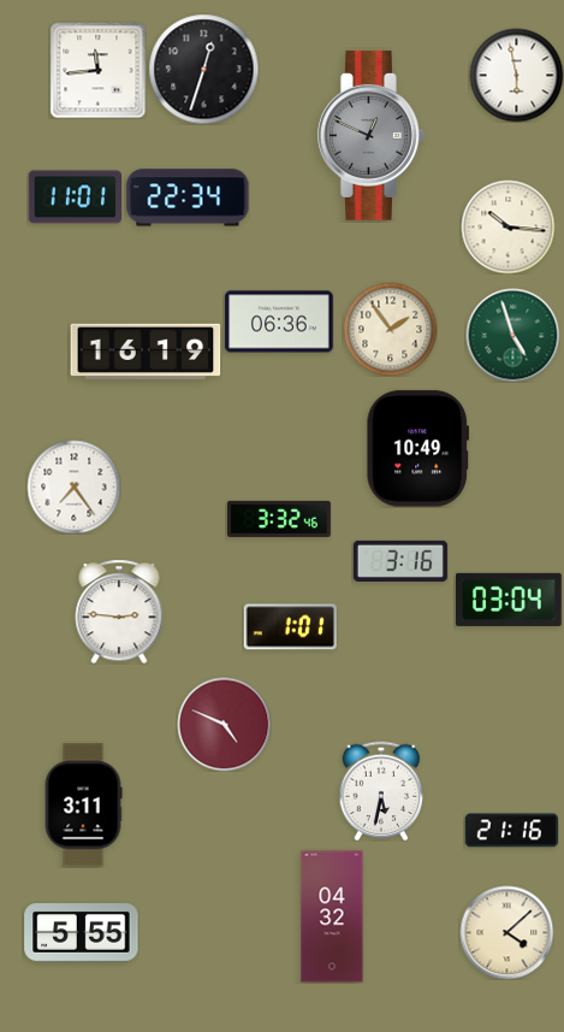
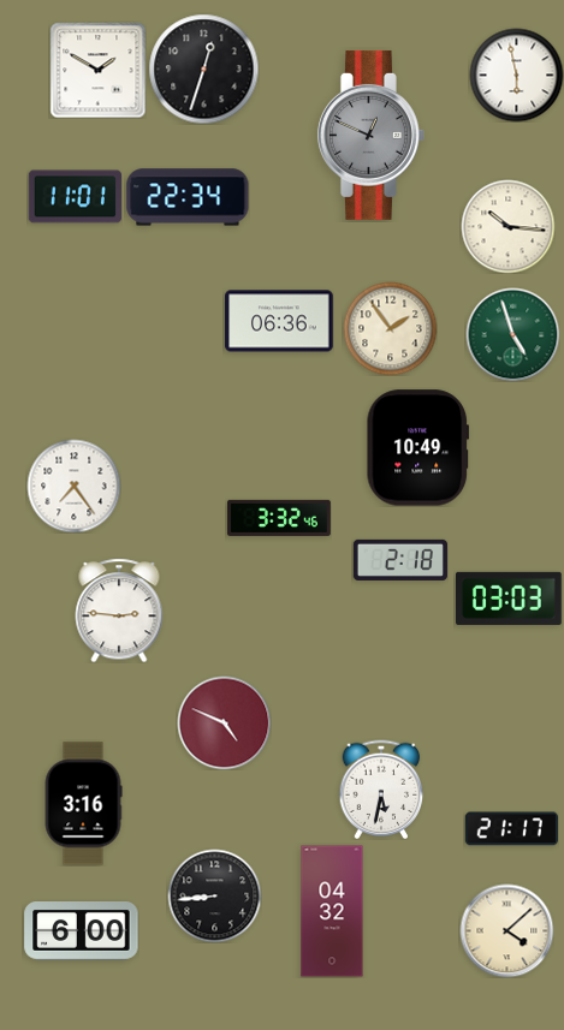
clock at (97, 70): 11:44 -> 1:50
clock at (146, 350): 16:19 -> none
clock at (400, 561): 3:16 -> 2:18
clock at (510, 600): 03:04 -> 03:03
clock at (290, 627): 1:01 -> none
clock at (83, 806): 3:11 -> 3:16
clock at (511, 831): 21:16 -> 21:17
clock at (214, 895): none -> 8:44
clock at (332, 916) position: (332, 916) -> (332, 911)
clock at (82, 933): 5:55 -> 6:00
